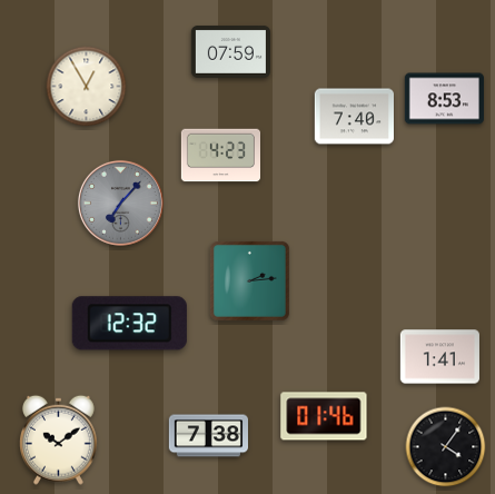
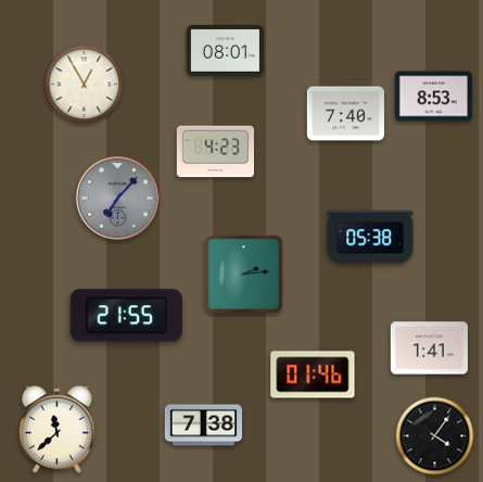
clock at (230, 51): 07:59 -> 08:01
clock at (370, 237): none -> 05:38
clock at (129, 324): 12:32 -> 21:55
clock at (324, 416) position: (324, 416) -> (313, 375)
clock at (58, 439): 10:09 -> 11:38
